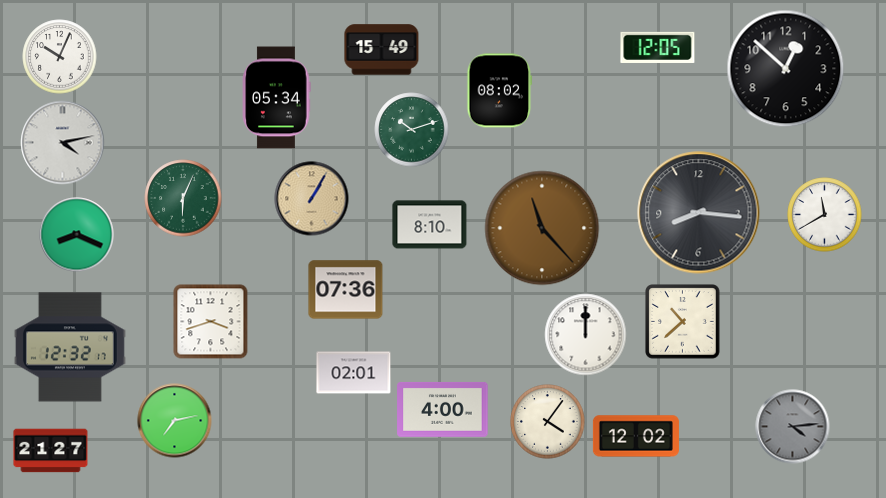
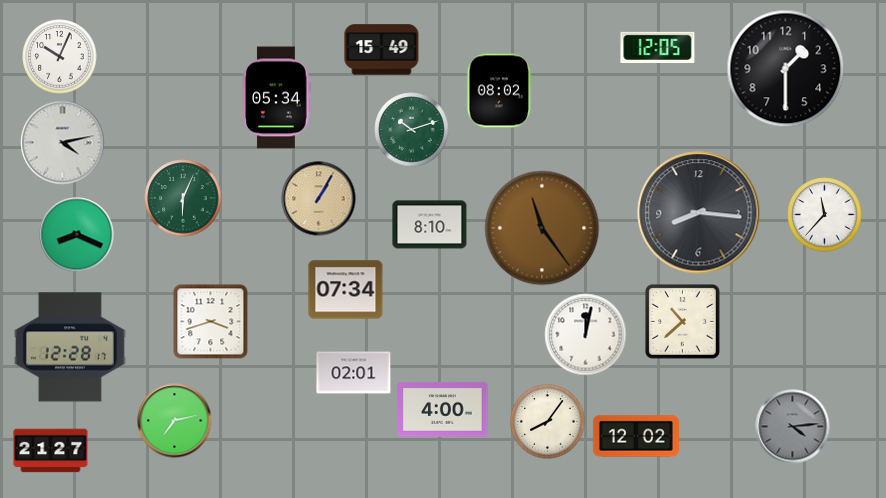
clock at (786, 69): 12:52 -> 1:30
clock at (312, 199) position: (312, 199) -> (319, 199)
clock at (825, 215): 11:40 -> 11:37
clock at (542, 228): 11:23 -> 11:24
clock at (346, 290): 07:36 -> 07:34
clock at (586, 335): 12:00 -> 12:02
clock at (70, 347): 12:32 -> 12:28
clock at (548, 422): 4:06 -> 8:06
